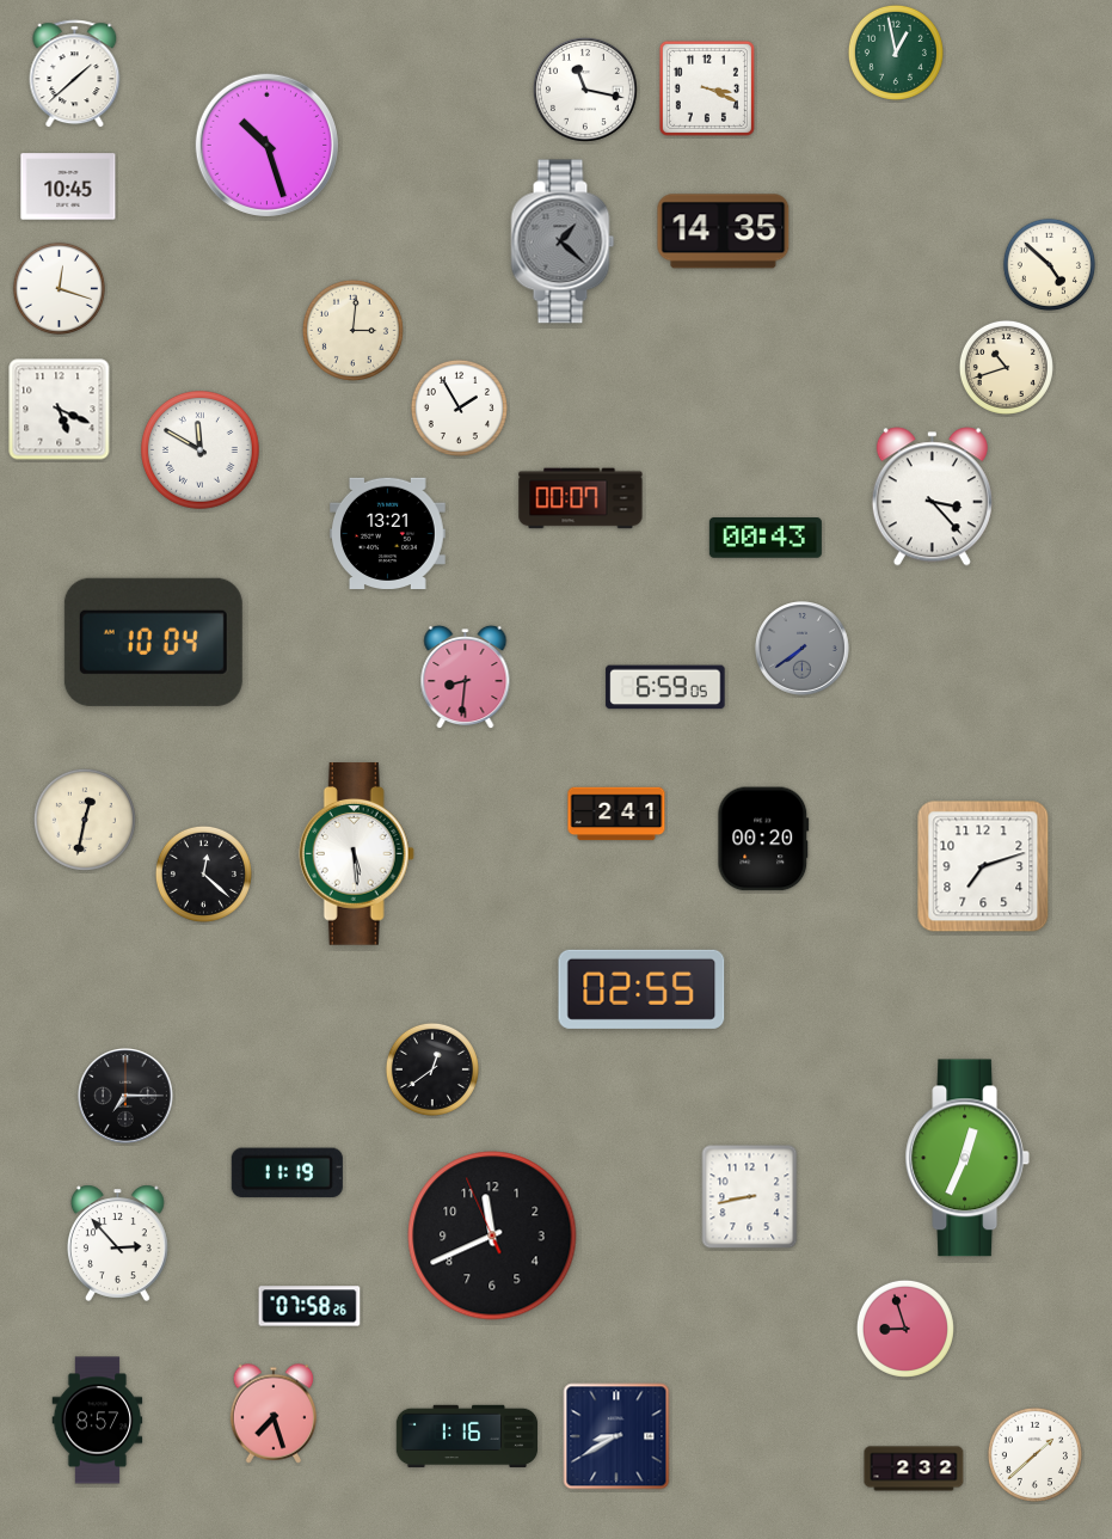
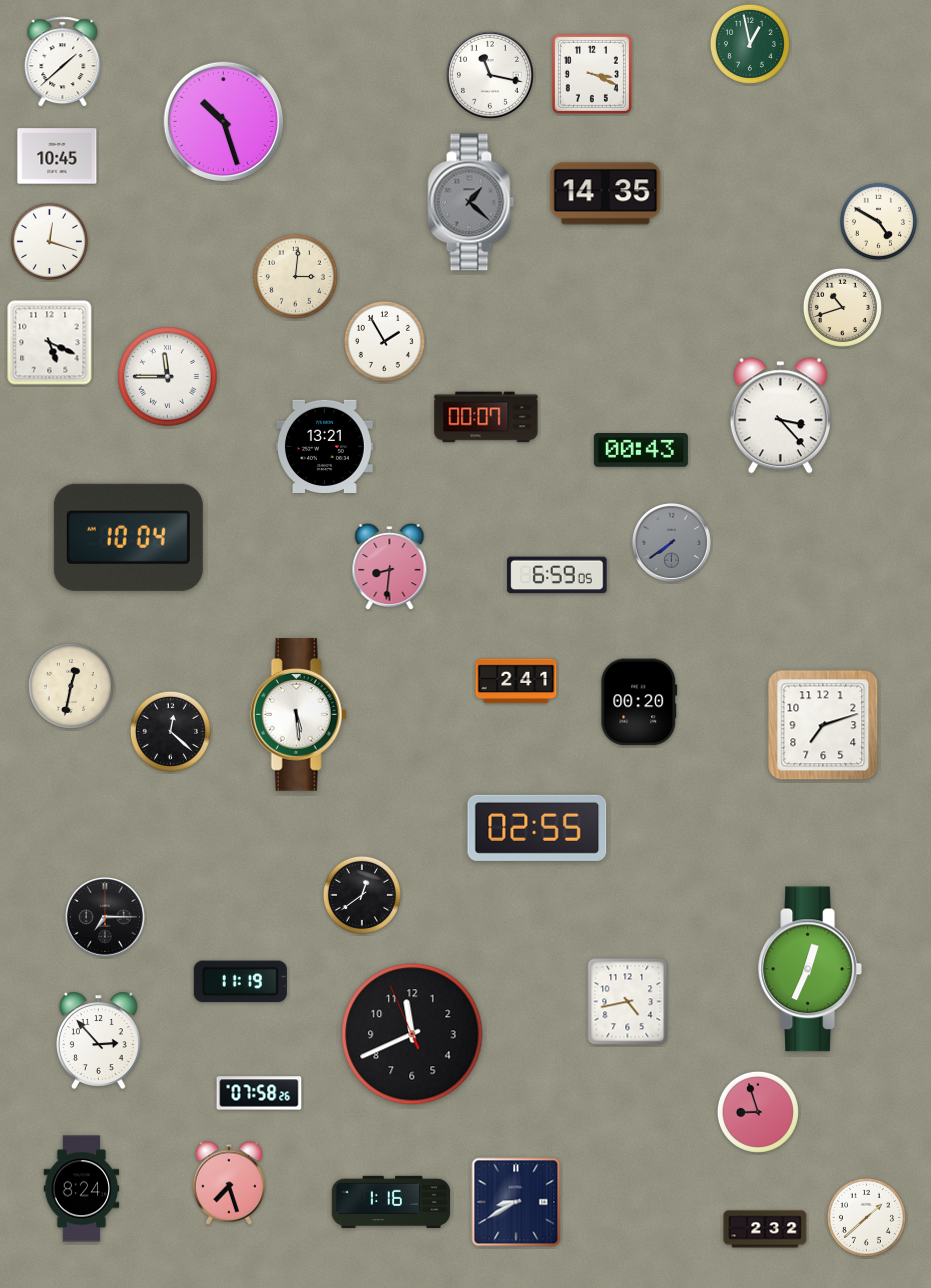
clock at (1049, 264): 4:52 -> 4:50
clock at (201, 450): 11:50 -> 11:45
clock at (750, 1197): 8:43 -> 4:43
clock at (98, 1421): 8:57 -> 8:24
